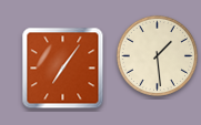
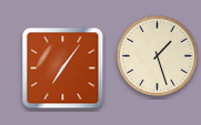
clock at (157, 55): 1:29 -> 1:27
